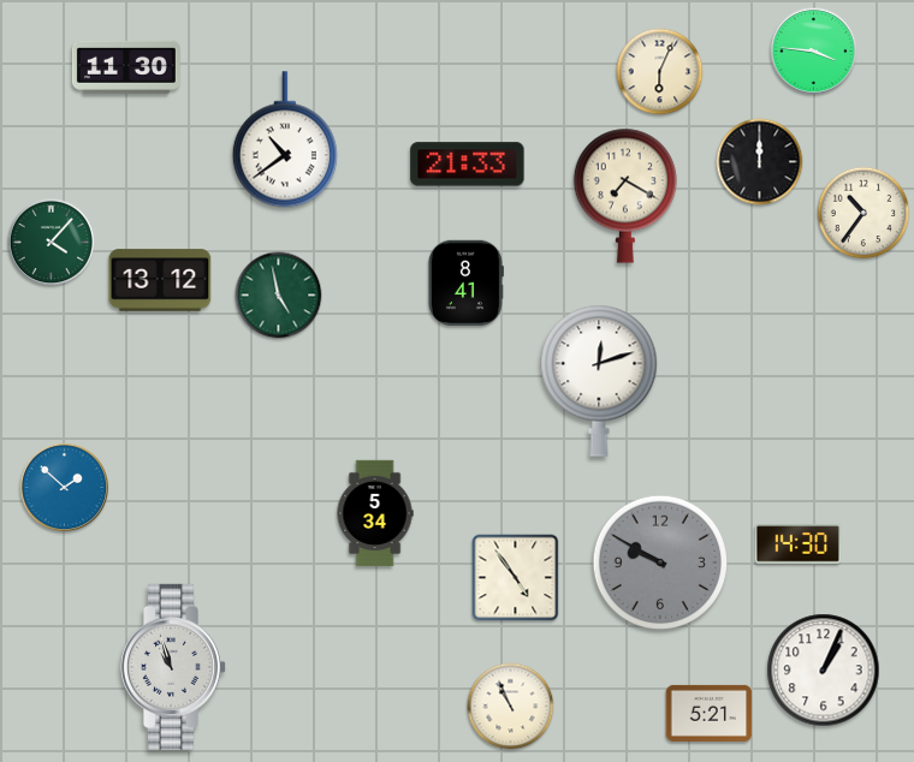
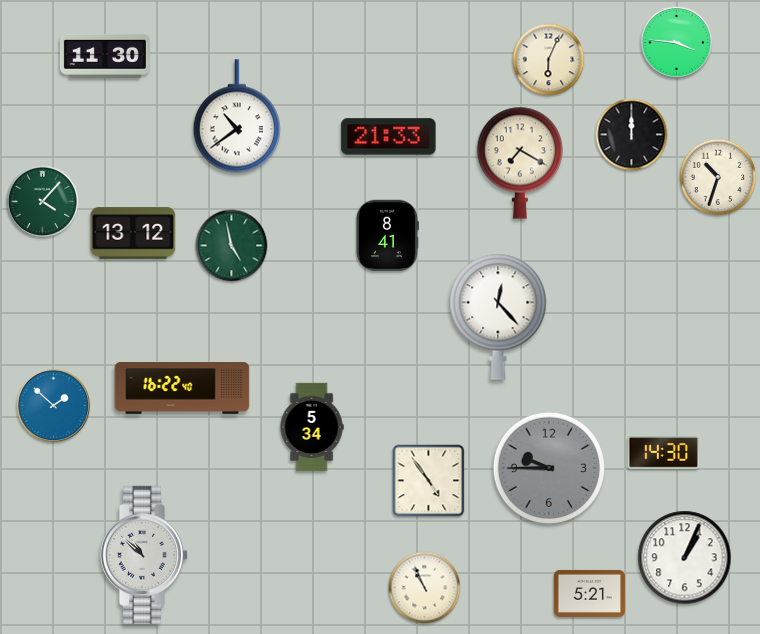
clock at (863, 213): 10:36 -> 10:33
clock at (599, 381): 12:12 -> 12:23
clock at (182, 388): none -> 16:22
clock at (660, 562): 9:50 -> 9:45
clock at (172, 667): 10:57 -> 10:52
